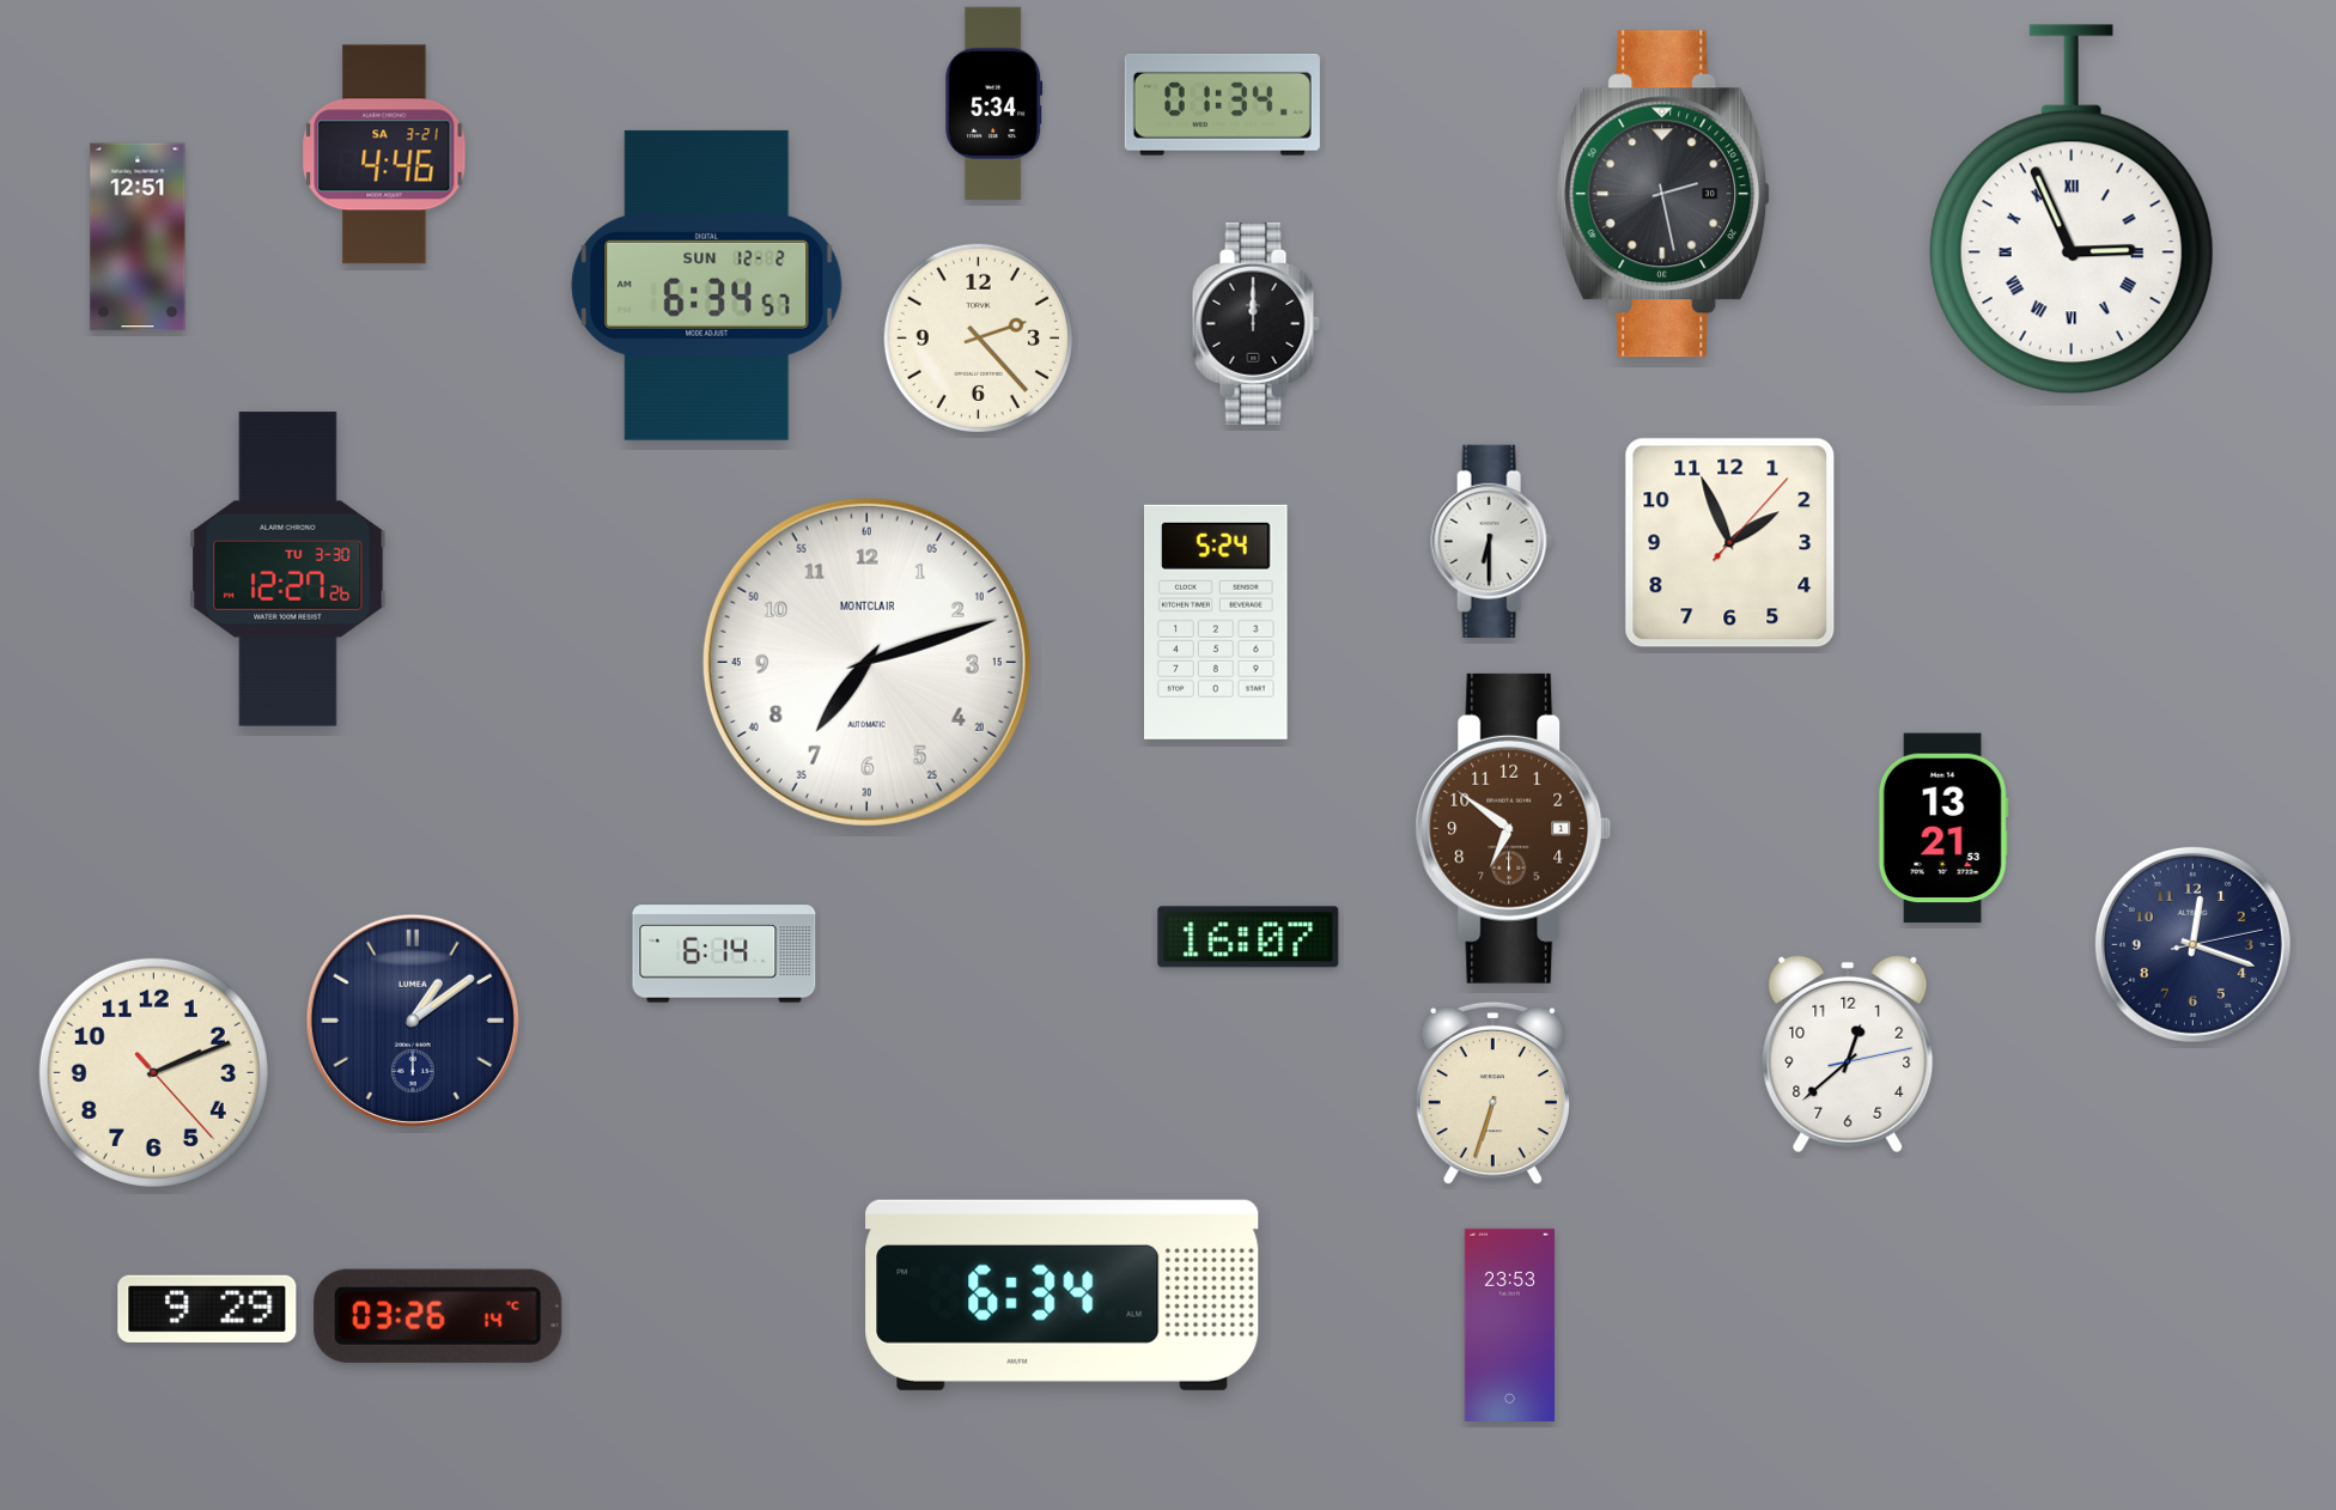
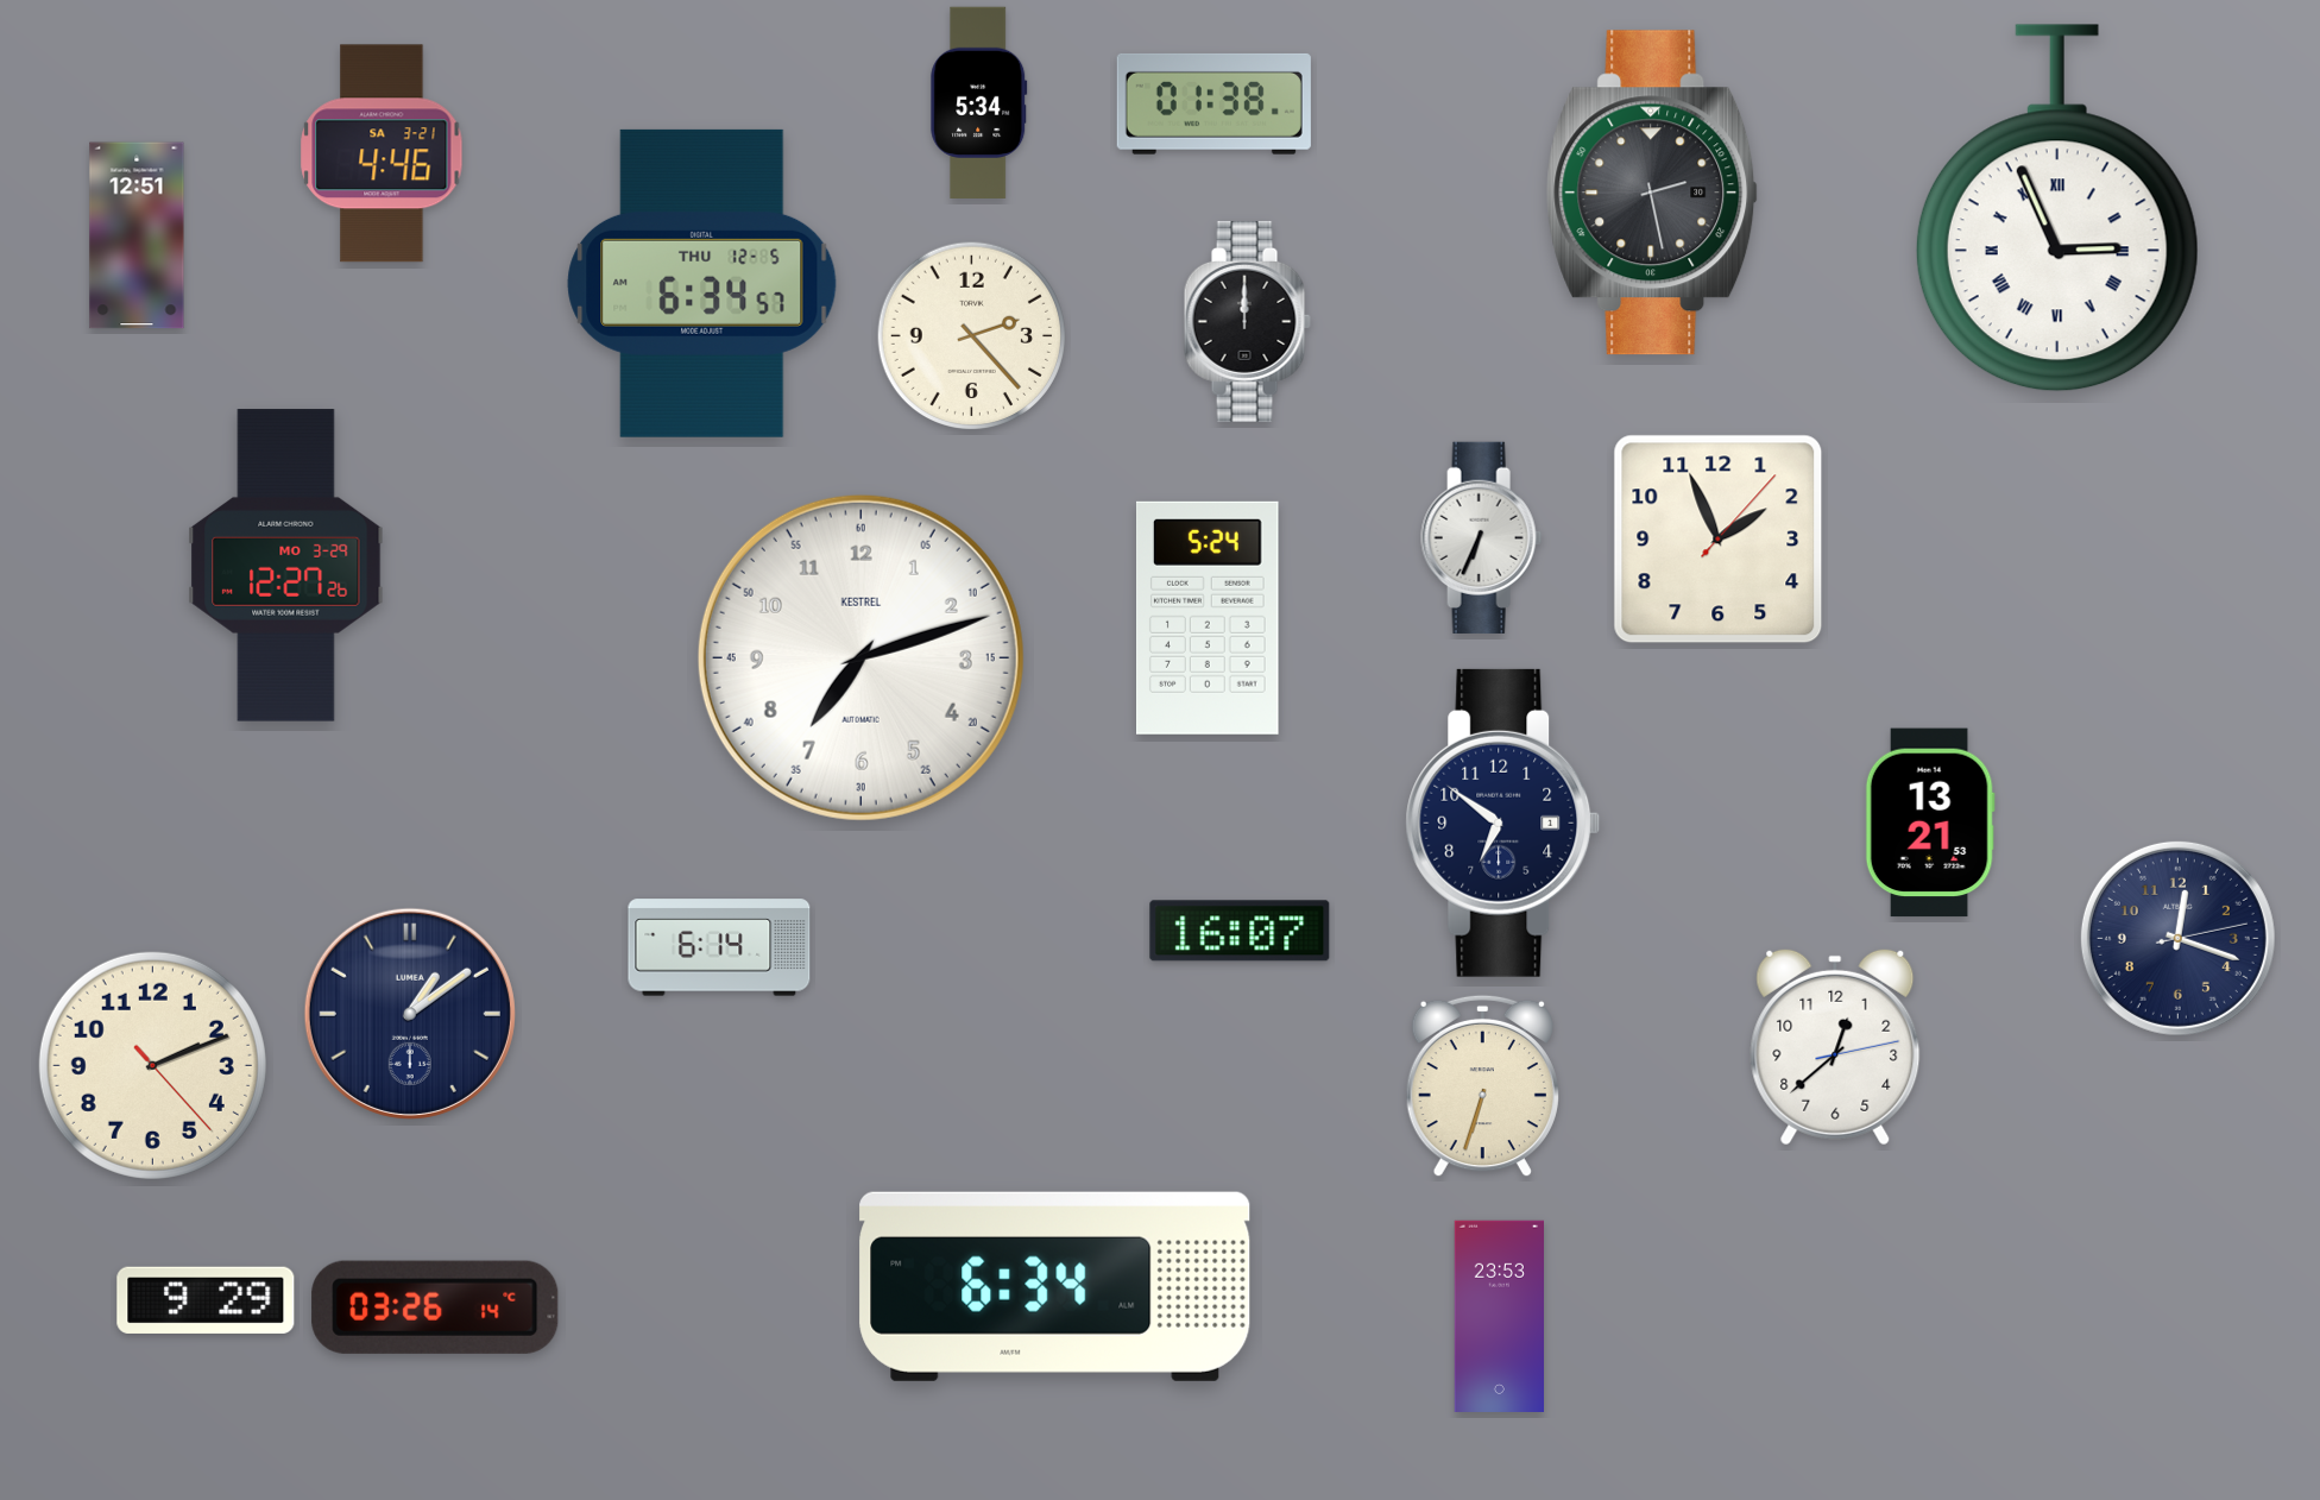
clock at (994, 103) position: (994, 103) -> (979, 102)
clock at (1222, 104): 01:34 -> 01:38
clock at (707, 285) date: SUN 12-2 -> THU 12-5
clock at (1492, 541): 6:30 -> 6:34
clock at (288, 570) date: TU 3-30 -> MO 3-29
clock at (866, 662) brand: MONTCLAIR -> KESTREL
clock at (1514, 828) dial: brown -> navy
